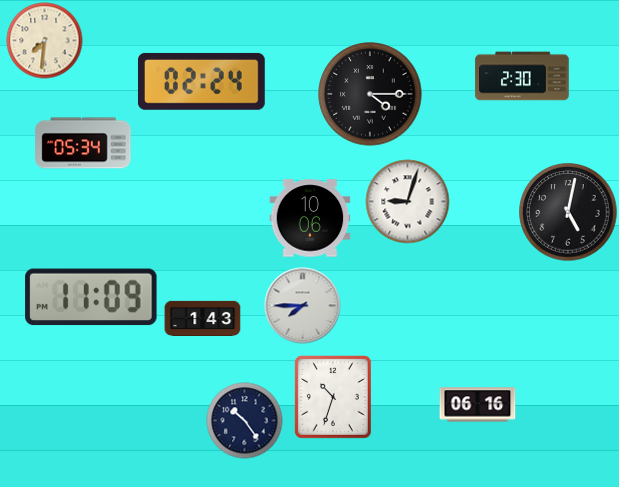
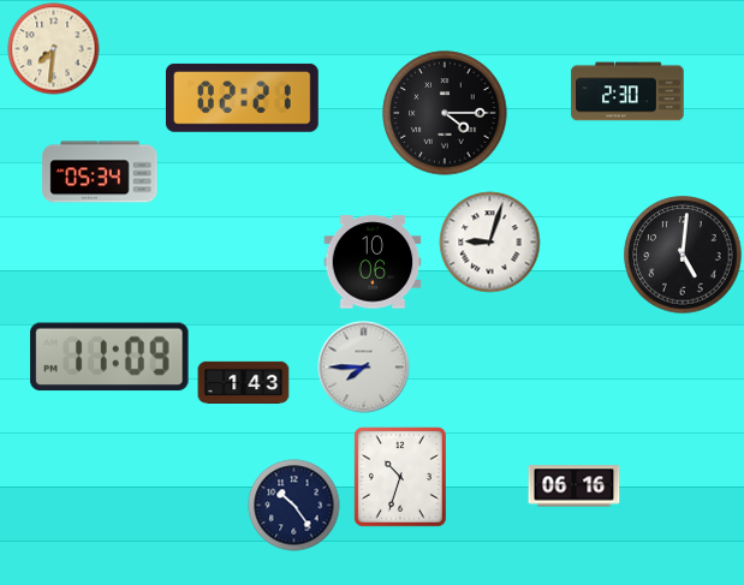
clock at (201, 81): 02:24 -> 02:21
clock at (568, 212): 5:02 -> 5:01
